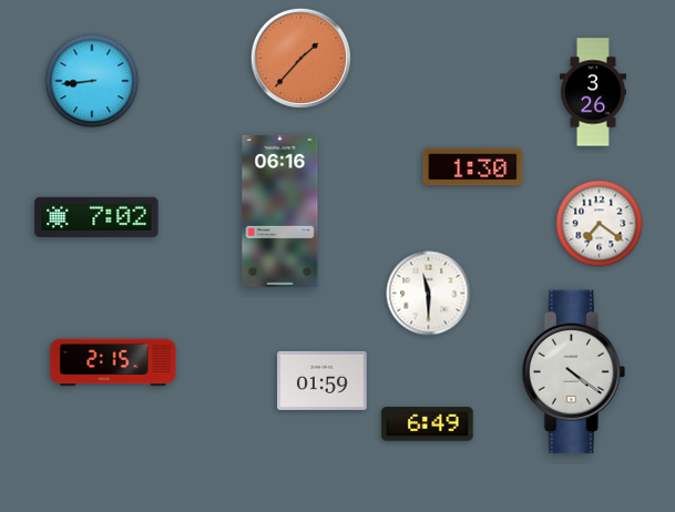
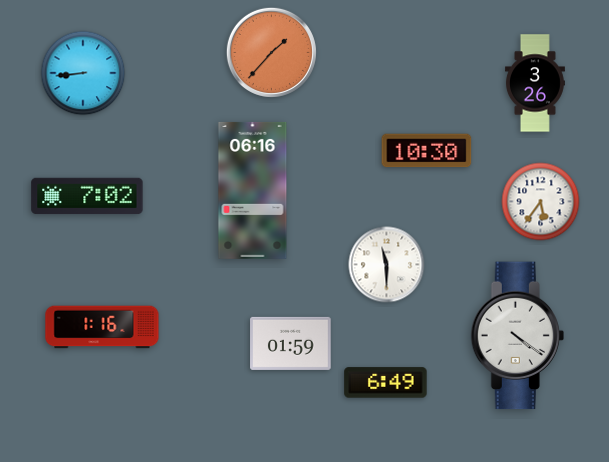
clock at (473, 167): 1:30 -> 10:30
clock at (600, 224): 7:21 -> 5:36
clock at (113, 362): 2:15 -> 1:16
